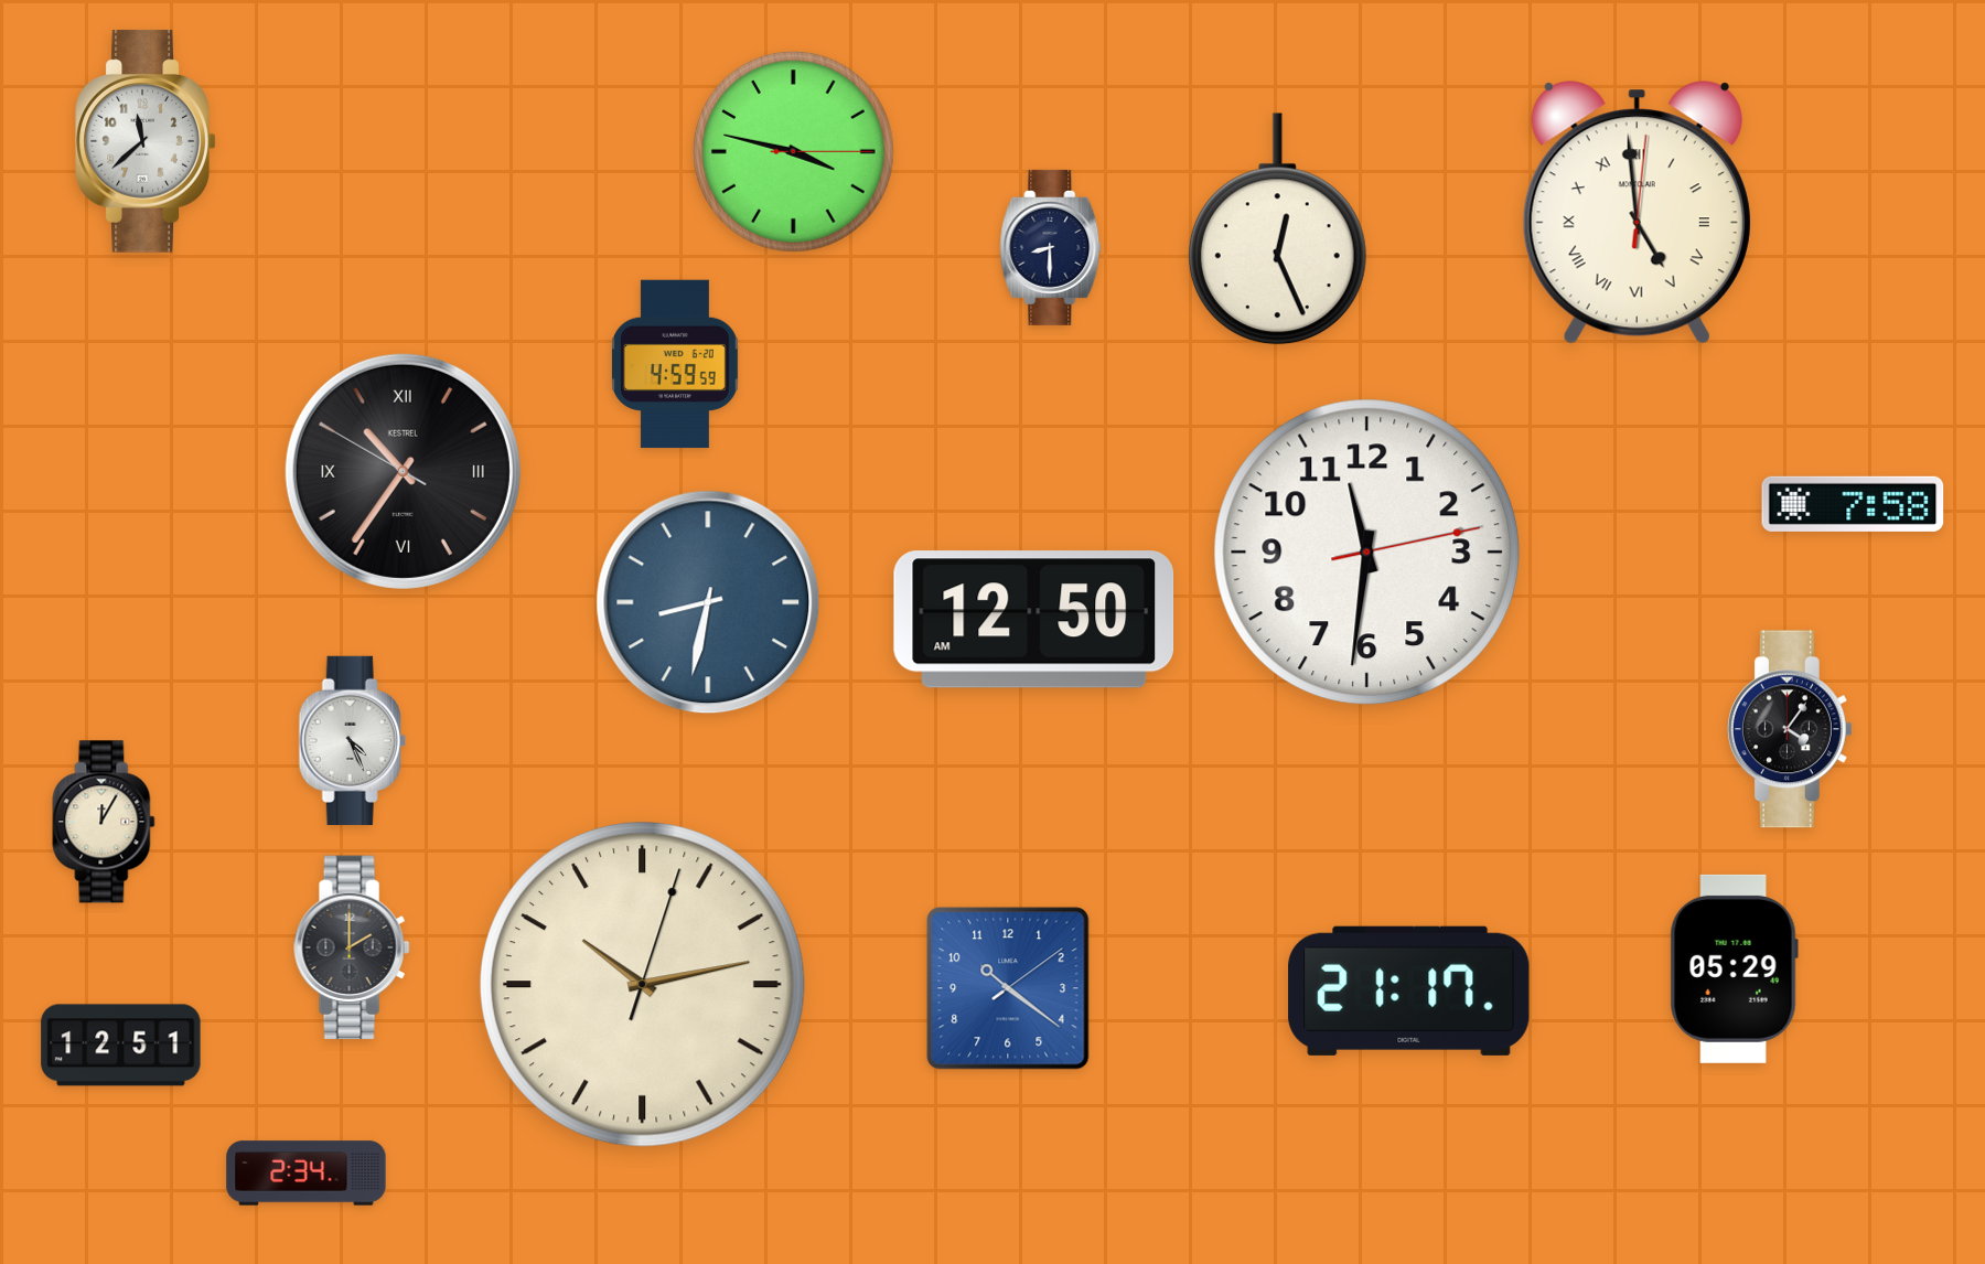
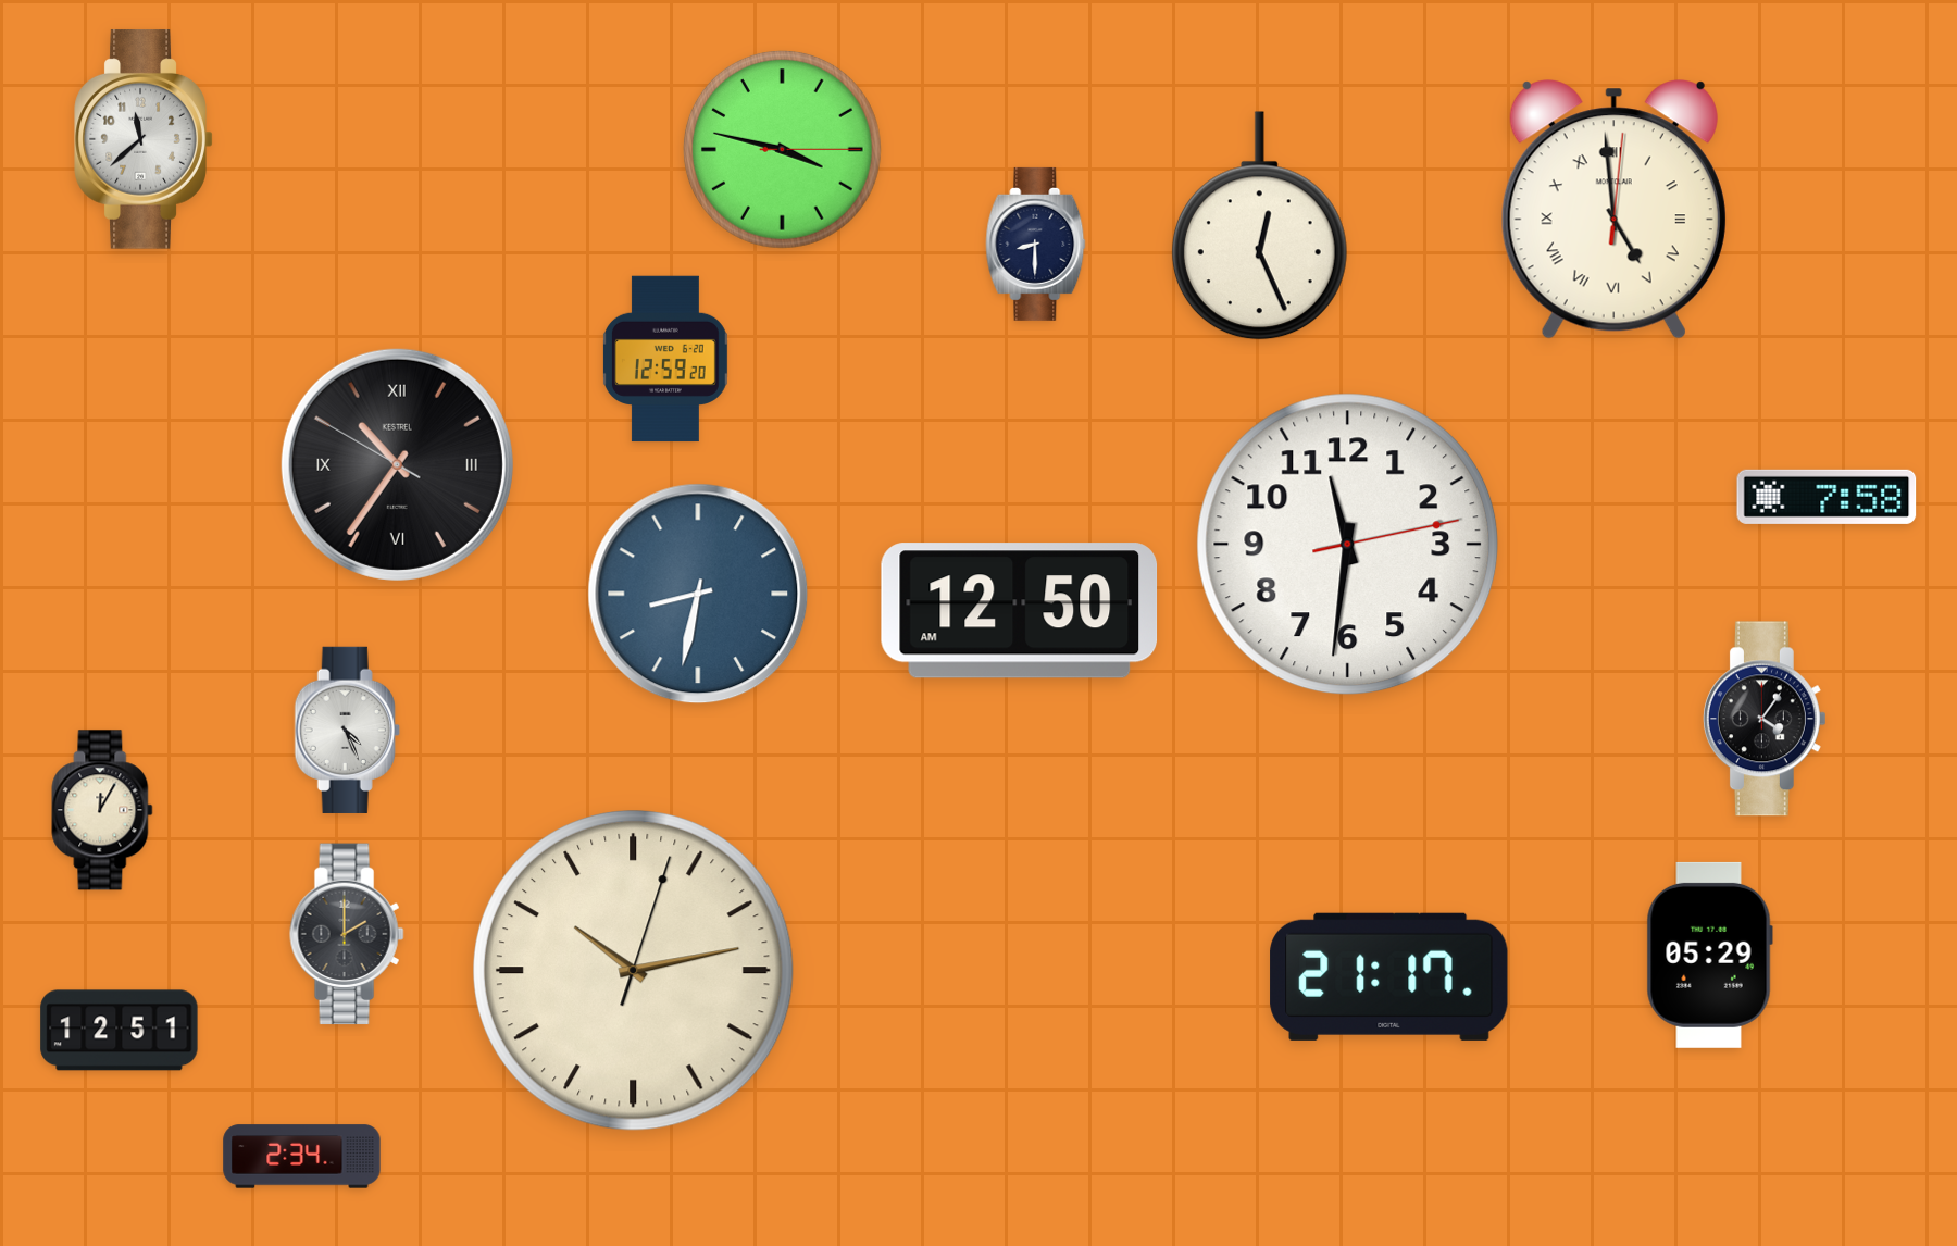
clock at (675, 364): 4:59 -> 12:59
clock at (1008, 988): 10:21 -> none
